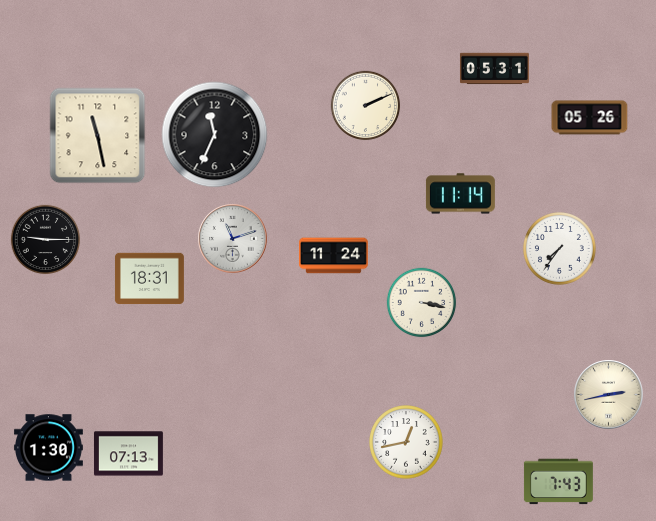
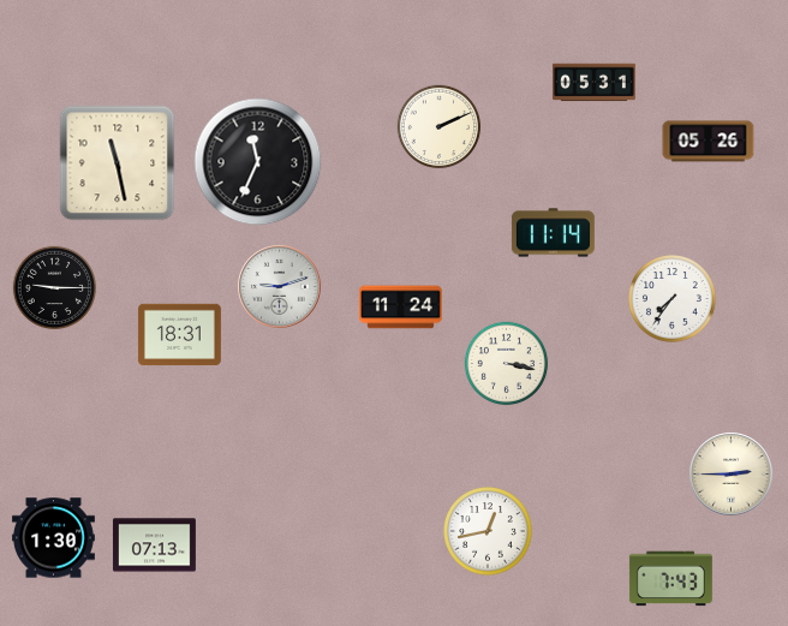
clock at (233, 239): 11:12 -> 9:12
clock at (609, 395): 2:43 -> 2:45
clock at (48, 448) position: (48, 448) -> (53, 538)
